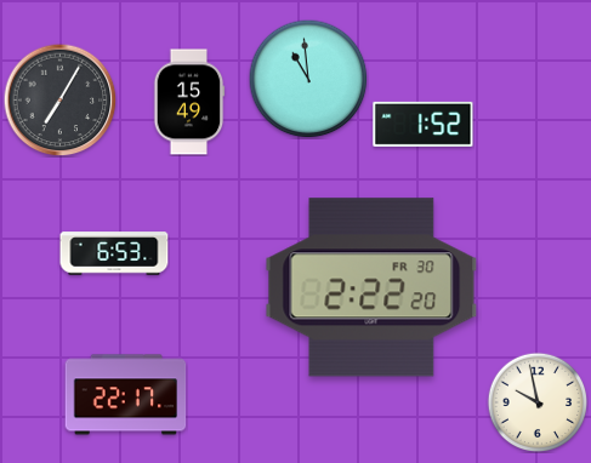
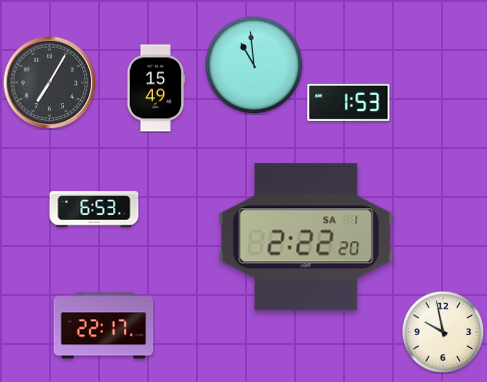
clock at (189, 102) position: (189, 102) -> (156, 88)
clock at (424, 124): 1:52 -> 1:53
clock at (371, 287) date: FR 30 -> SA 1
